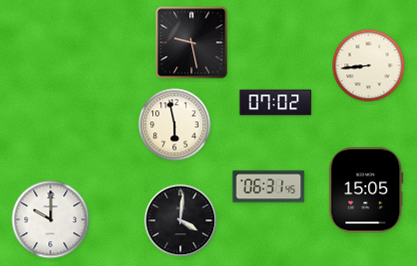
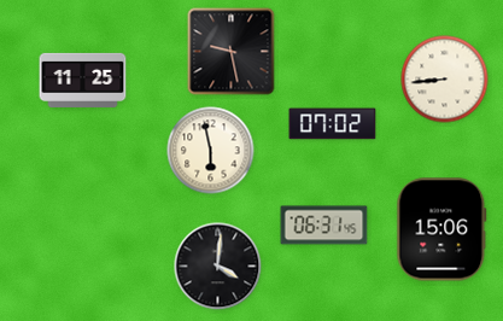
clock at (83, 80): none -> 11:25
clock at (366, 190): 15:05 -> 15:06
clock at (51, 220): 10:00 -> none
